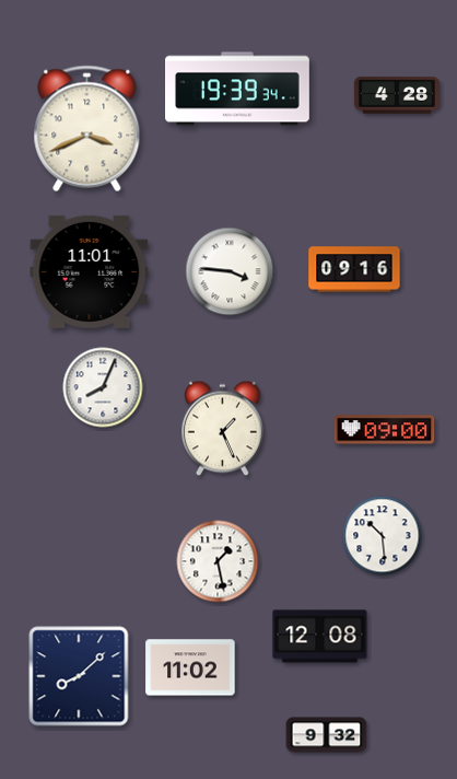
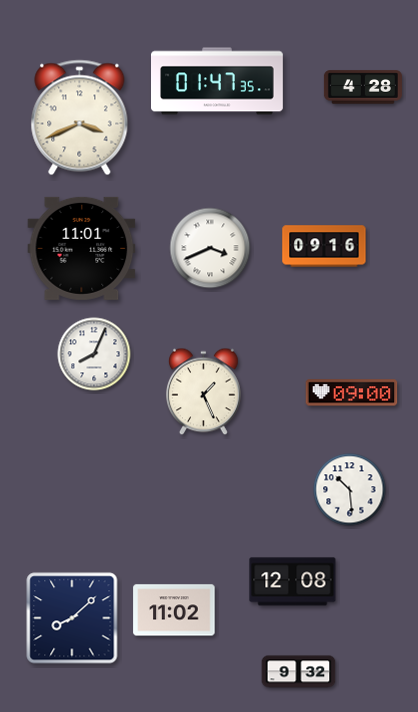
clock at (238, 89): 19:39 -> 01:47
clock at (230, 271): 3:46 -> 3:41
clock at (218, 561): 1:28 -> none
